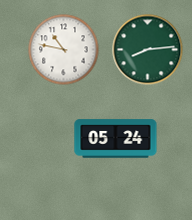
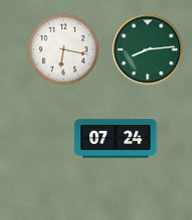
clock at (64, 50): 10:47 -> 6:17
clock at (116, 139): 05:24 -> 07:24
